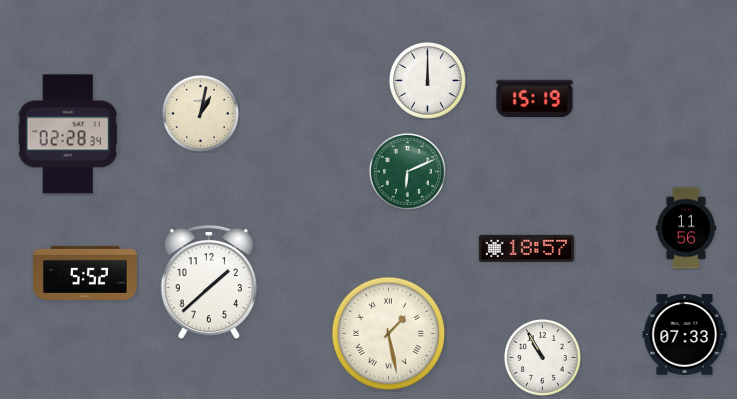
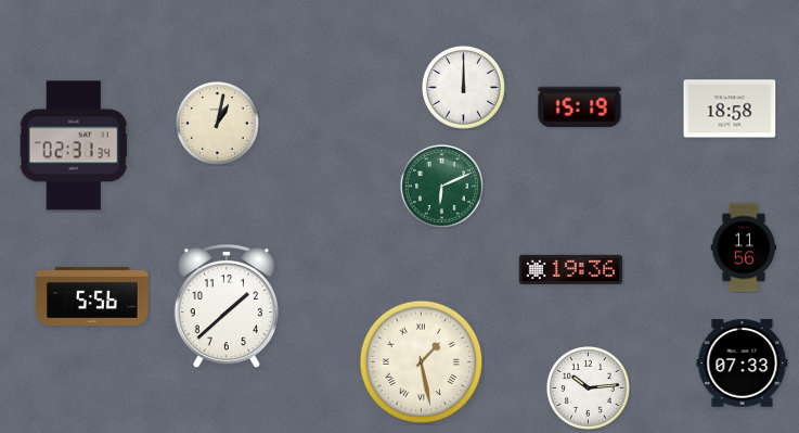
clock at (730, 109): none -> 18:58
clock at (68, 134): 02:28 -> 02:31
clock at (526, 248): 18:57 -> 19:36
clock at (85, 273): 5:52 -> 5:56
clock at (542, 357): 10:55 -> 10:14
